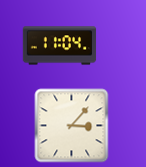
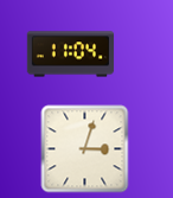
clock at (72, 126): 3:07 -> 3:03
